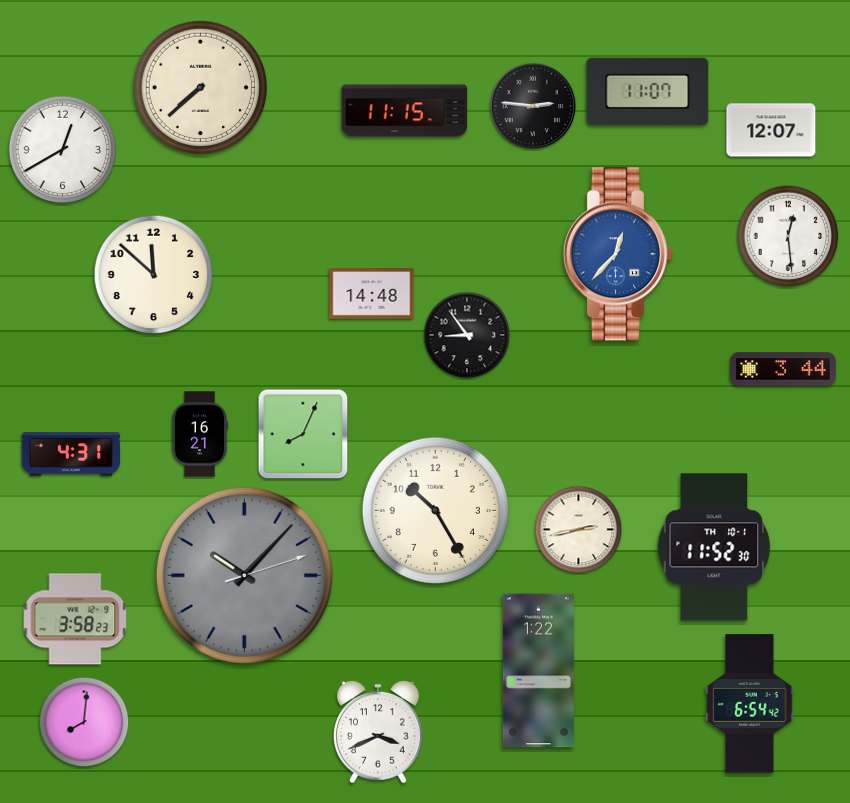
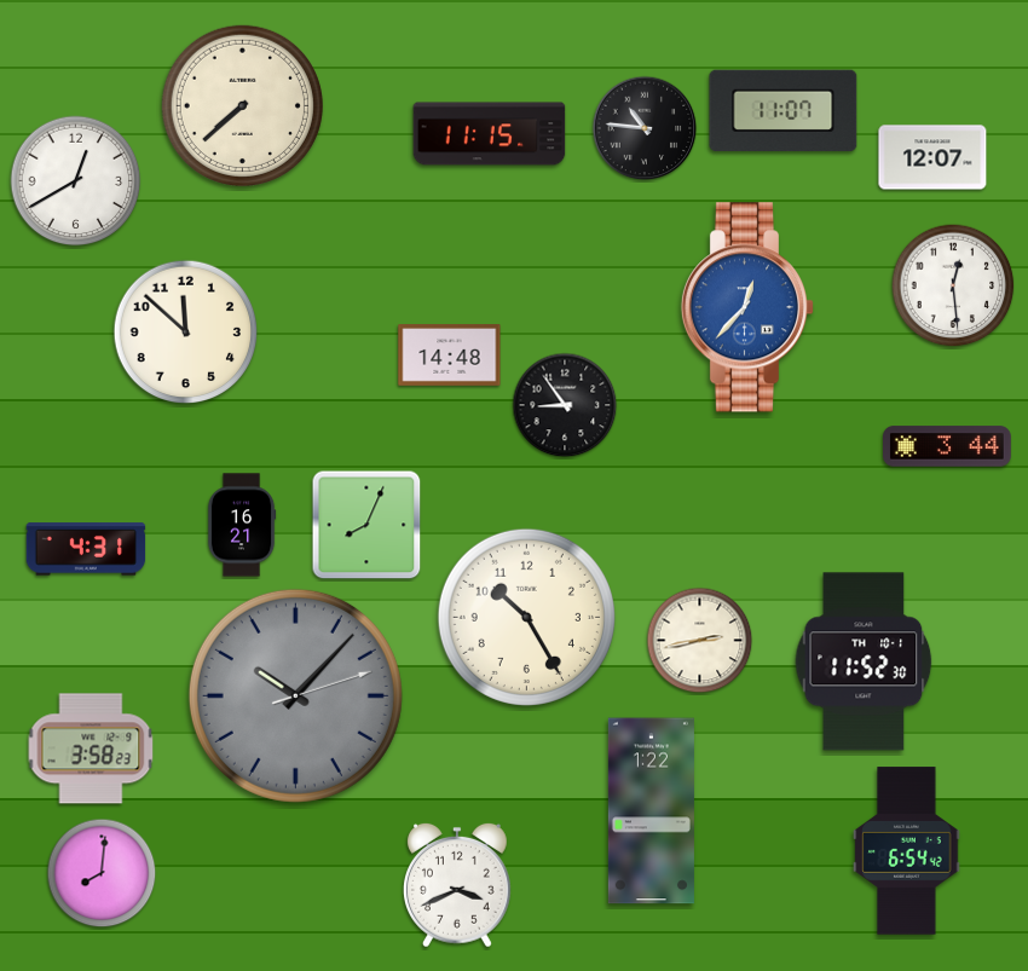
clock at (533, 106): 2:46 -> 10:46
